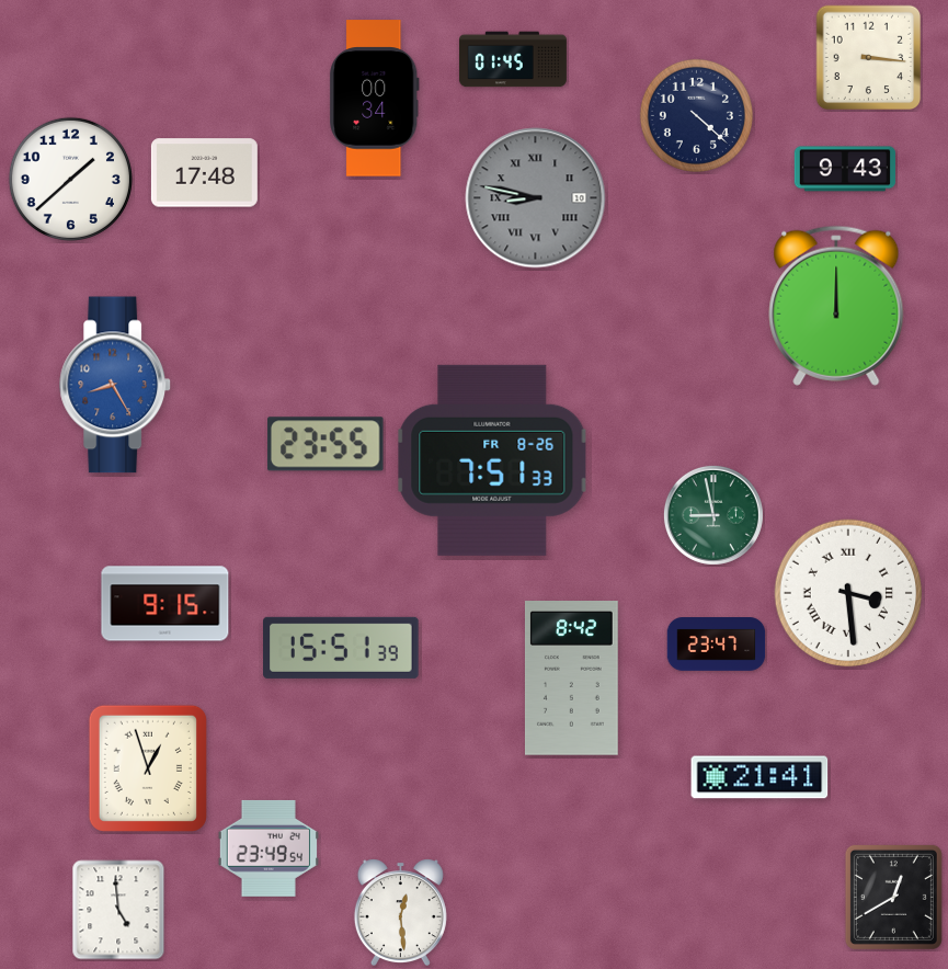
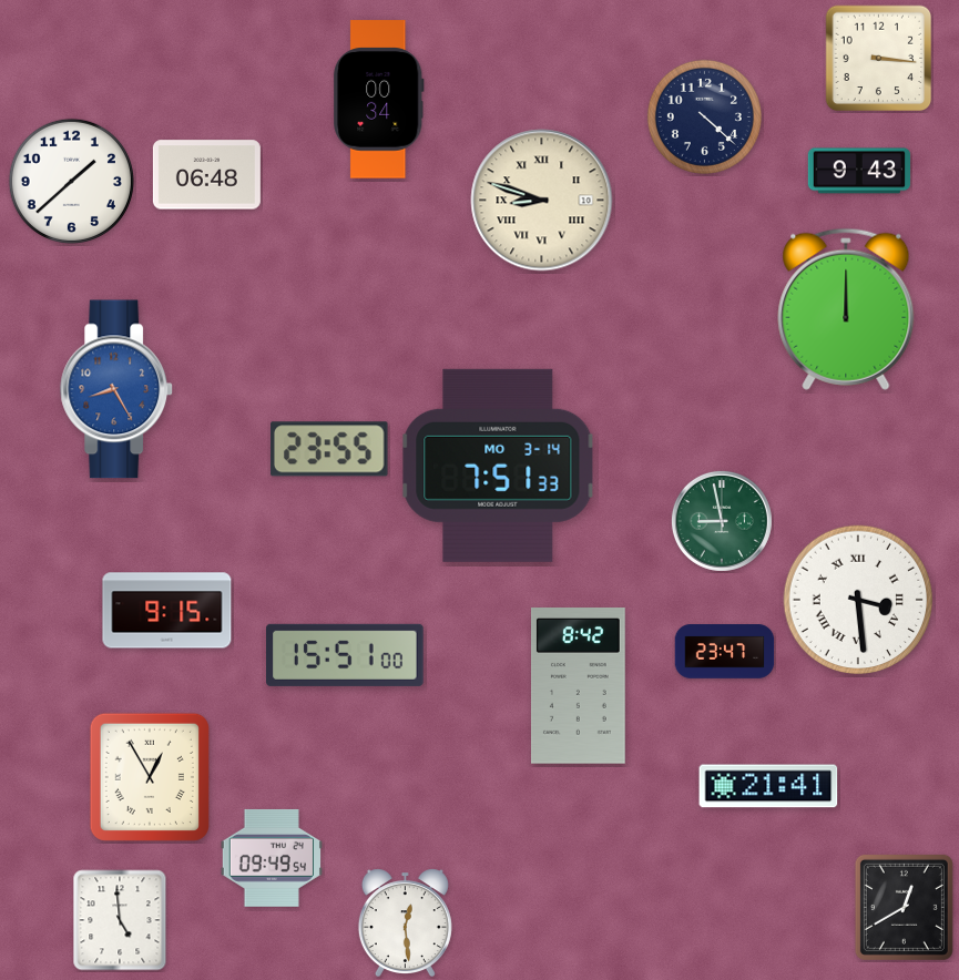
clock at (513, 59): 01:45 -> none
clock at (844, 169) position: (844, 169) -> (858, 171)
clock at (204, 173): 17:48 -> 06:48
clock at (536, 198): 8:47 -> 8:48
clock at (536, 198) dial: grey -> cream
clock at (492, 460) date: FR 8-26 -> MO 3-14
clock at (341, 648): 15:51:39 -> 15:51:00
clock at (148, 768): 12:57 -> 12:55
clock at (269, 848): 23:49 -> 09:49
